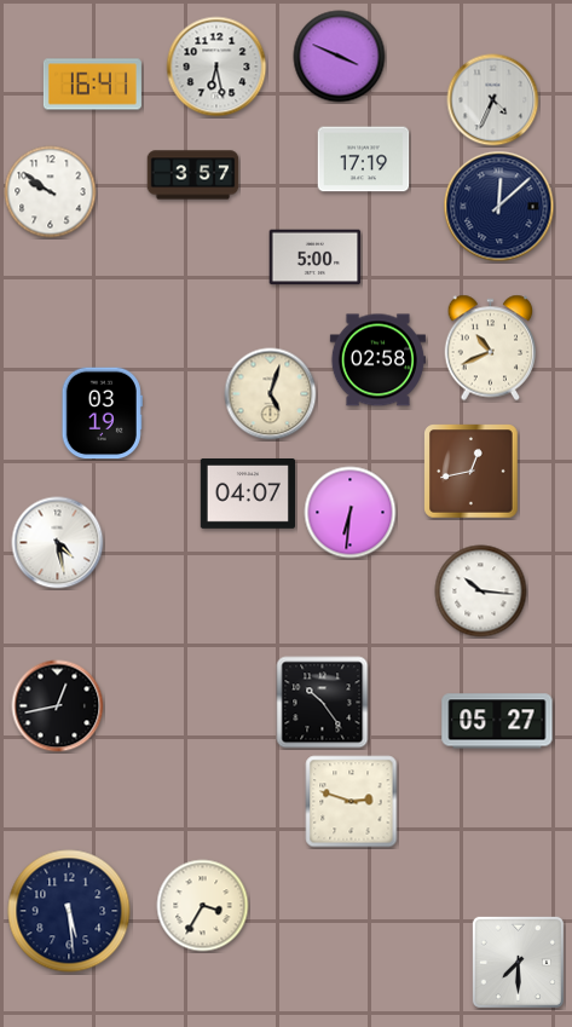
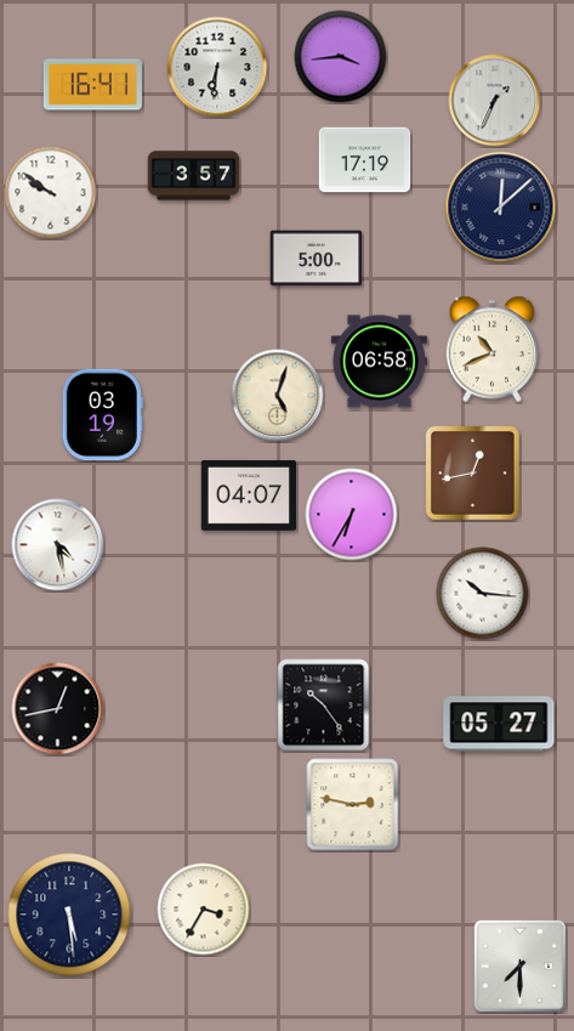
clock at (340, 57): 3:49 -> 3:44
clock at (216, 67): 6:28 -> 6:31
clock at (493, 100): 4:34 -> 1:34
clock at (377, 360): 02:58 -> 06:58
clock at (271, 394) position: (271, 394) -> (278, 396)
clock at (351, 513): 6:31 -> 6:35
clock at (352, 802): 2:48 -> 2:47
